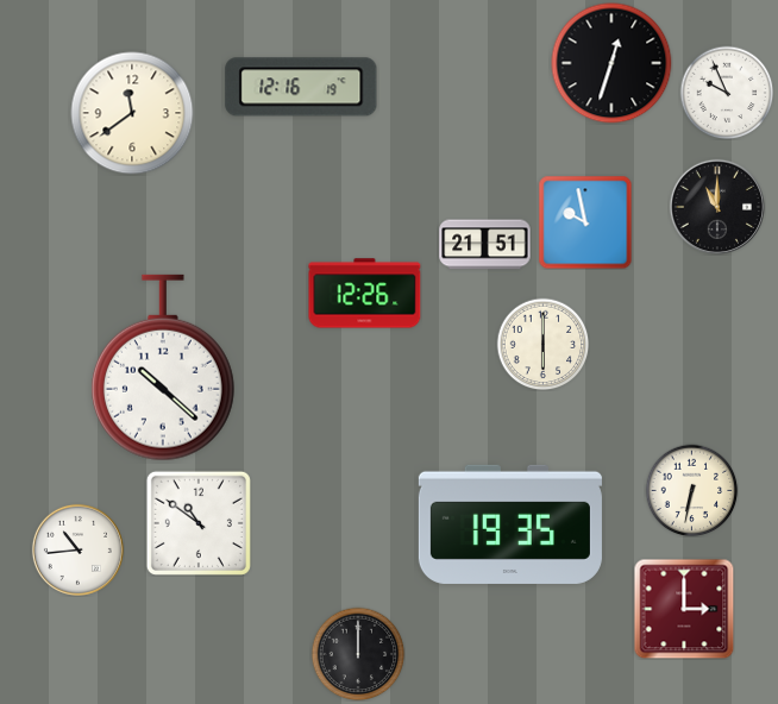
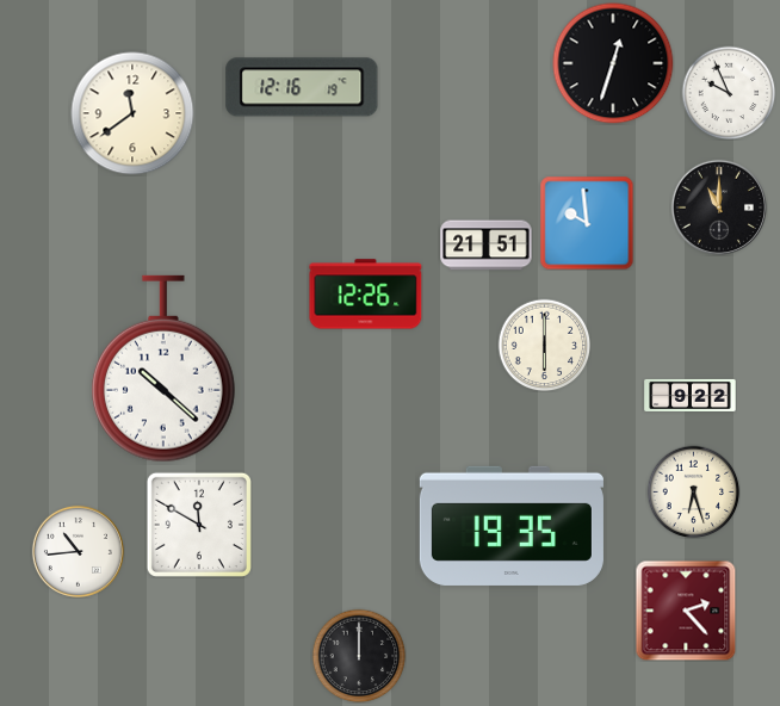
clock at (585, 222): 9:58 -> 9:59
clock at (691, 395): none -> 9:22
clock at (691, 490): 6:32 -> 6:27
clock at (199, 523): 10:51 -> 11:50
clock at (684, 609): 3:00 -> 2:23
